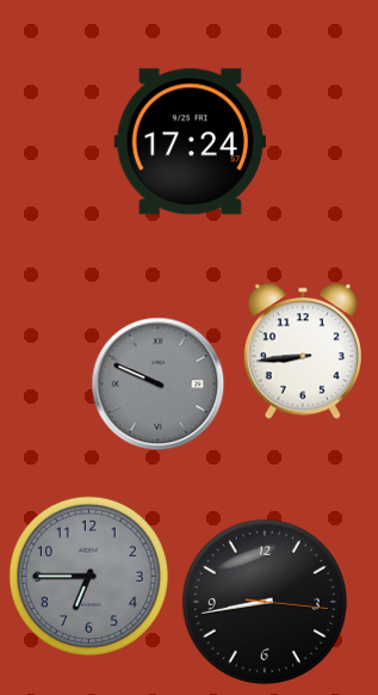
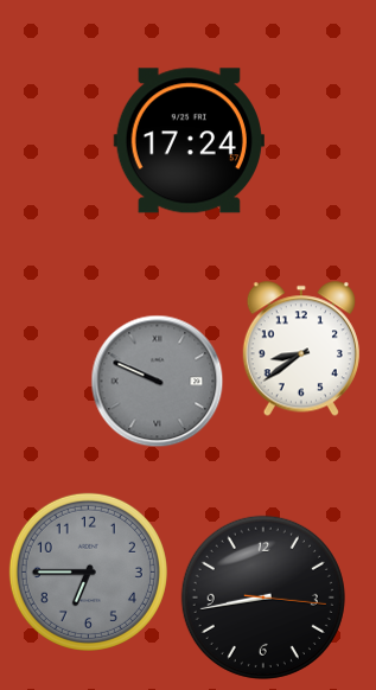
clock at (303, 351): 8:44 -> 8:39
